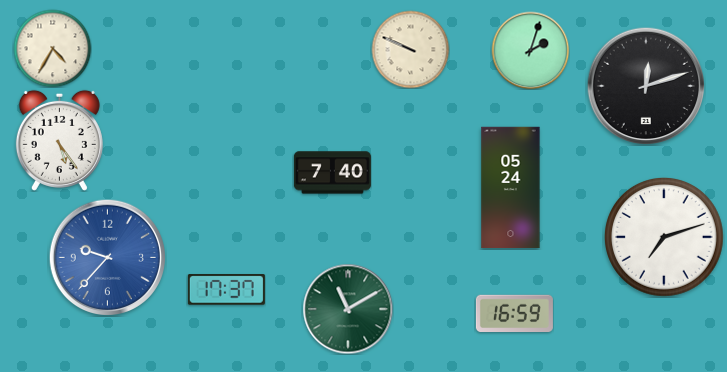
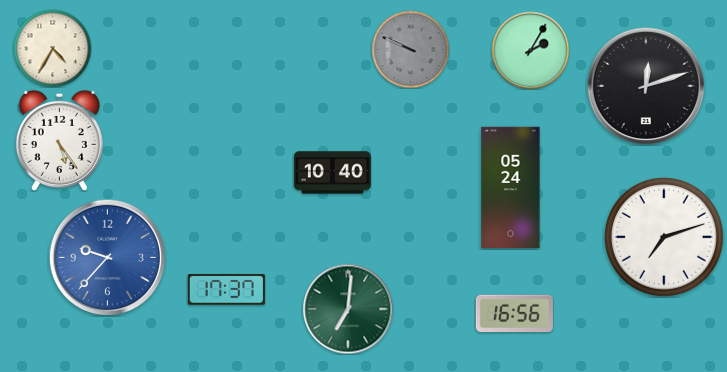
clock at (410, 49) dial: cream -> grey
clock at (530, 50): 2:03 -> 2:05
clock at (332, 173): 7:40 -> 10:40
clock at (348, 309): 11:10 -> 7:01
clock at (514, 314): 16:59 -> 16:56
